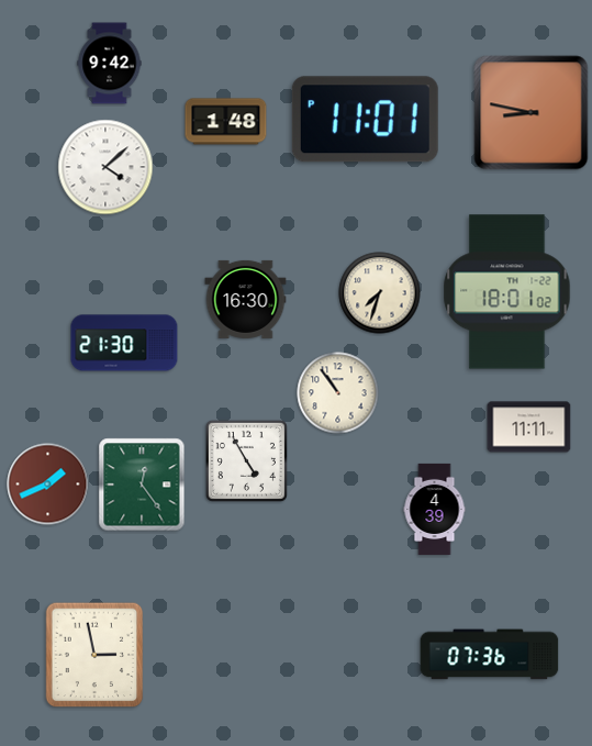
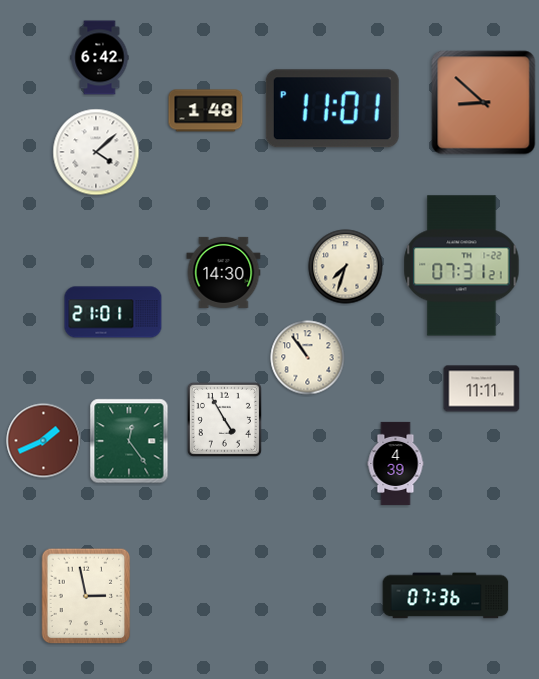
clock at (110, 64): 9:42 -> 6:42
clock at (532, 113): 8:47 -> 8:52
clock at (507, 292): 18:01 -> 07:31
clock at (246, 299): 16:30 -> 14:30
clock at (124, 343): 21:30 -> 21:01
